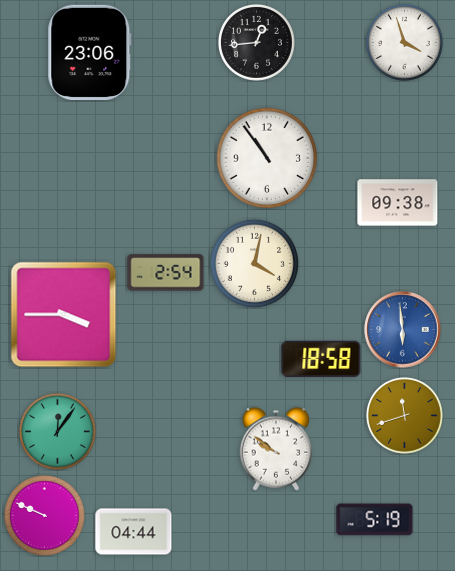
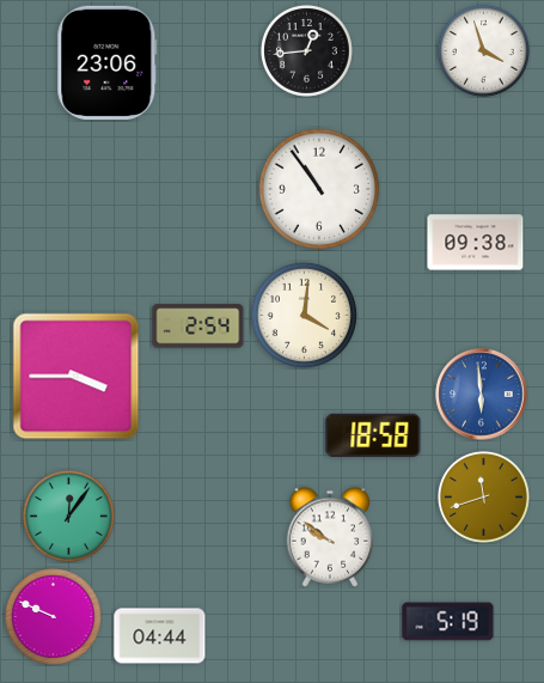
clock at (254, 263): 4:02 -> 4:01
clock at (321, 358) position: (321, 358) -> (373, 434)
